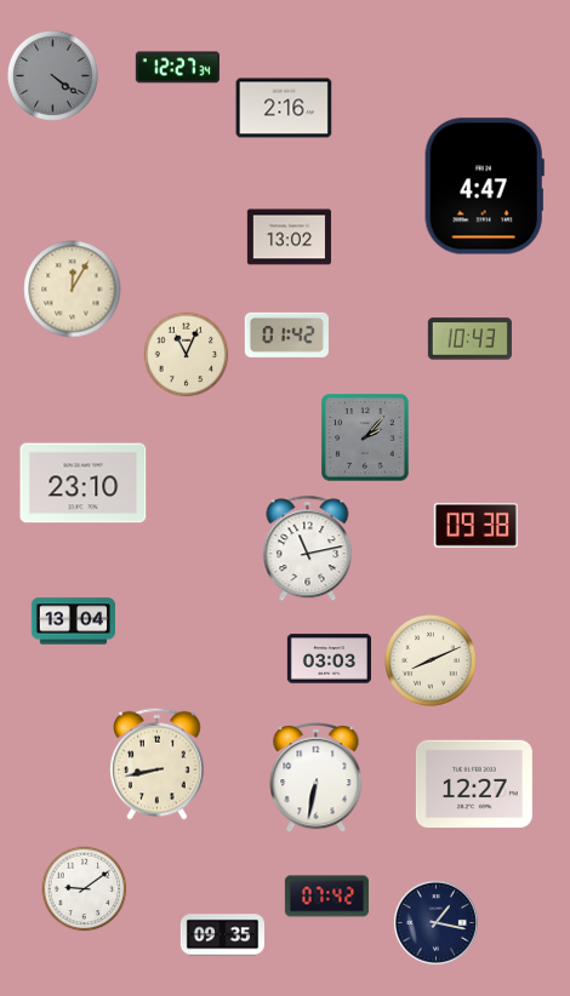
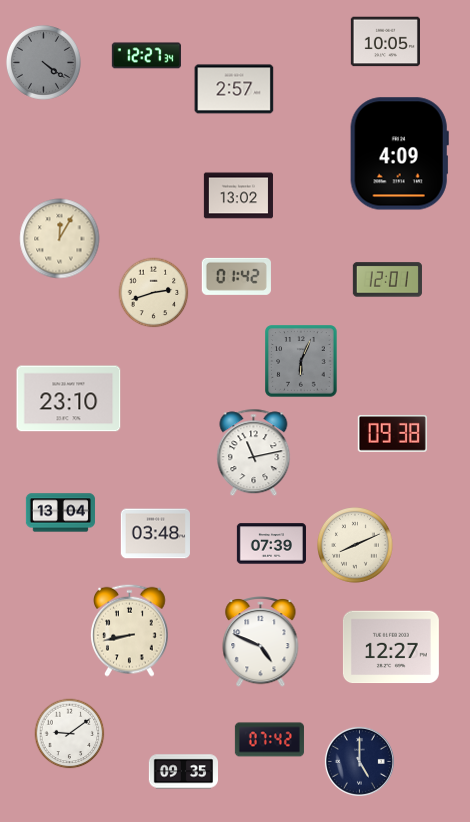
clock at (385, 42): none -> 10:05
clock at (284, 108): 2:16 -> 2:57
clock at (484, 187): 4:47 -> 4:09
clock at (469, 339): 10:43 -> 12:01
clock at (187, 355): 11:04 -> 2:42
clock at (365, 437): 2:07 -> 6:04
clock at (155, 534): none -> 03:48
clock at (329, 659): 03:03 -> 07:39
clock at (317, 777): 6:32 -> 4:49
clock at (435, 922): 1:17 -> 5:00
